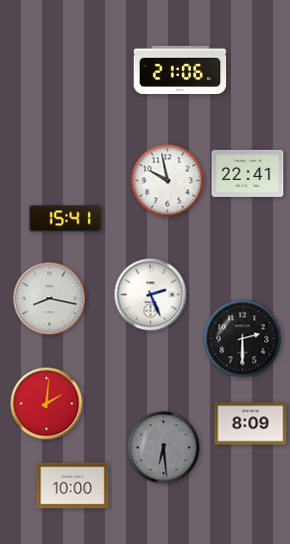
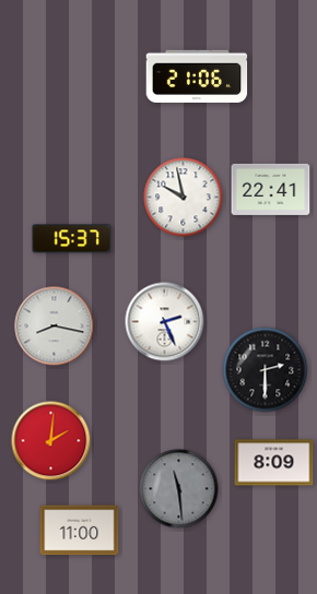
clock at (66, 219): 15:41 -> 15:37
clock at (164, 448): 6:29 -> 11:29
clock at (73, 486): 10:00 -> 11:00
